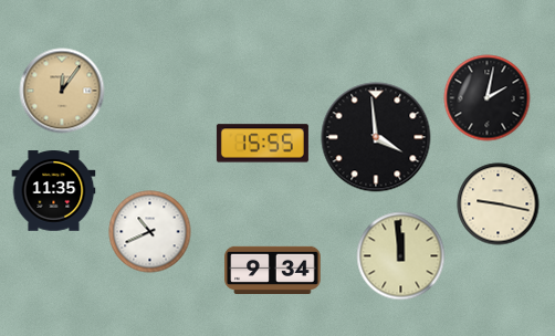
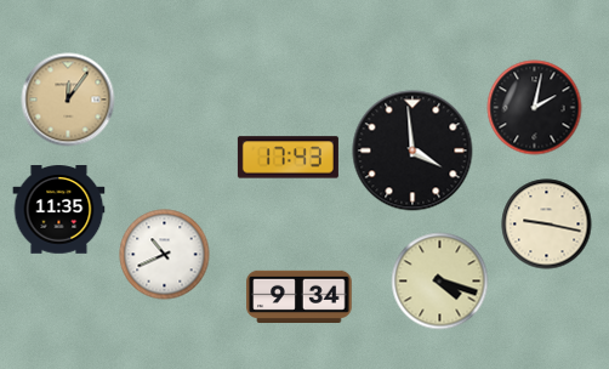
clock at (262, 144): 15:55 -> 17:43
clock at (401, 256): 11:59 -> 4:18
